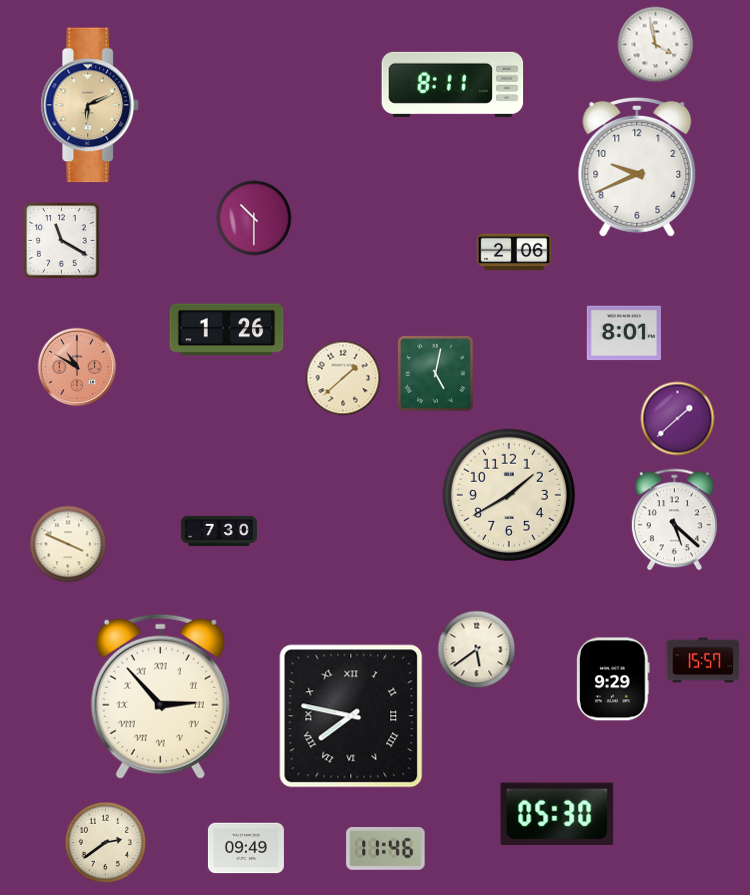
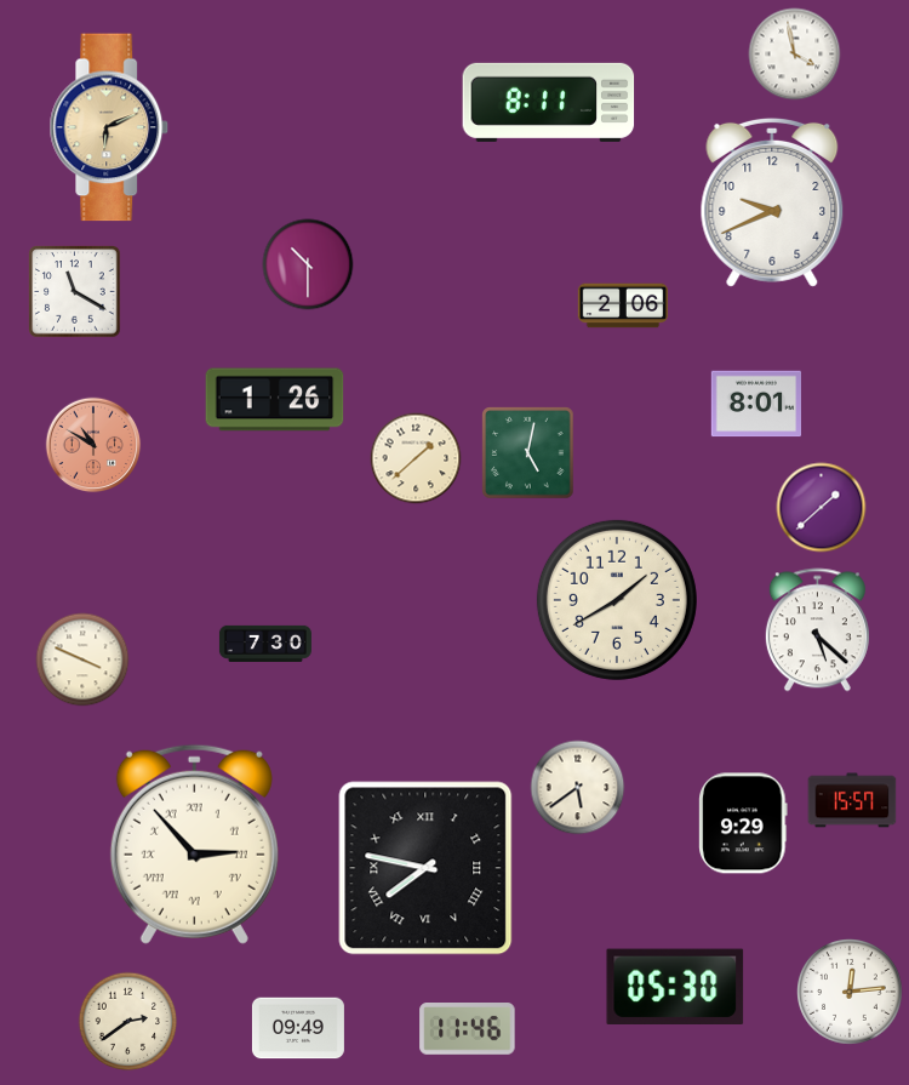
clock at (851, 993): none -> 12:14
